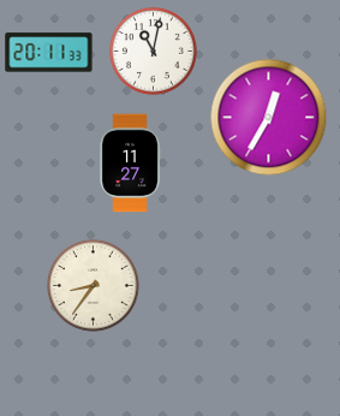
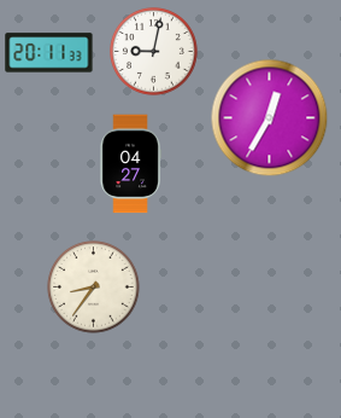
clock at (154, 52): 11:02 -> 9:02
clock at (130, 164): 11:27 -> 04:27
